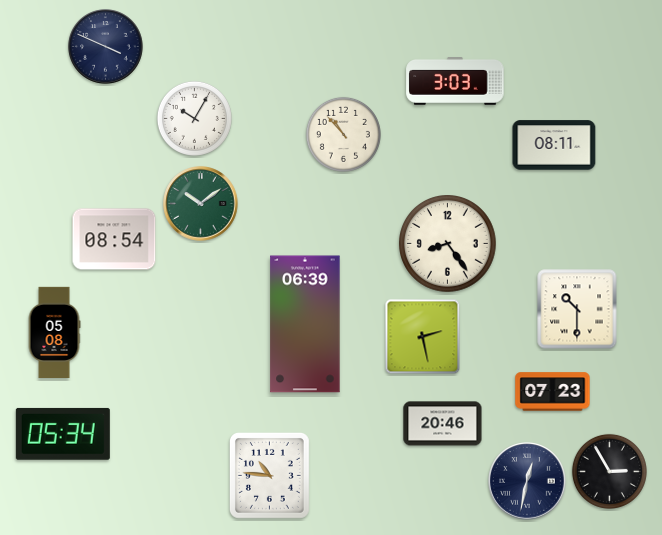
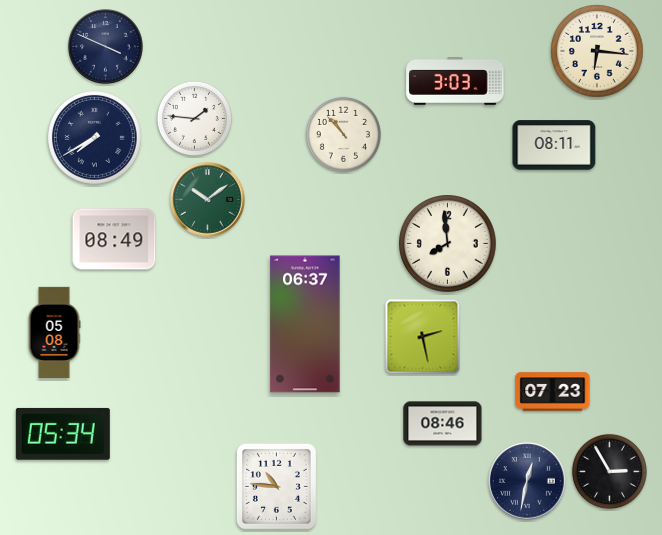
clock at (598, 52): none -> 6:16
clock at (194, 118): 10:05 -> 1:46
clock at (95, 138): none -> 7:40
clock at (201, 204) position: (201, 204) -> (208, 200)
clock at (114, 239): 08:54 -> 08:49
clock at (448, 244): 8:24 -> 7:59
clock at (577, 309): 10:30 -> none
clock at (305, 324): 06:39 -> 06:37
clock at (443, 424): 20:46 -> 08:46
clock at (269, 475) position: (269, 475) -> (276, 486)
